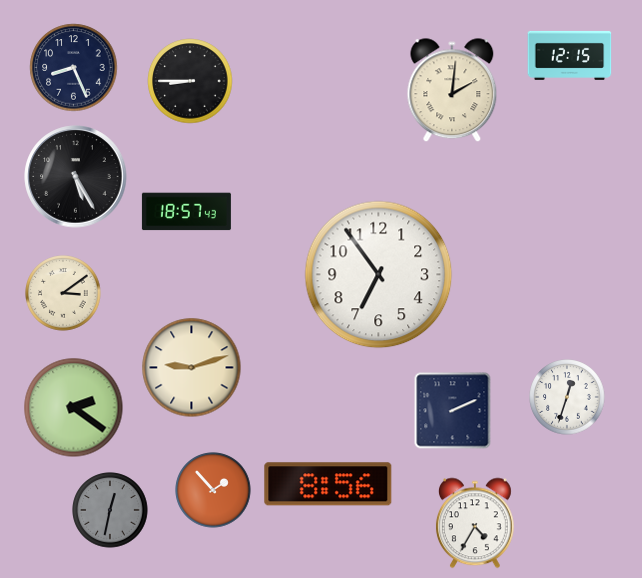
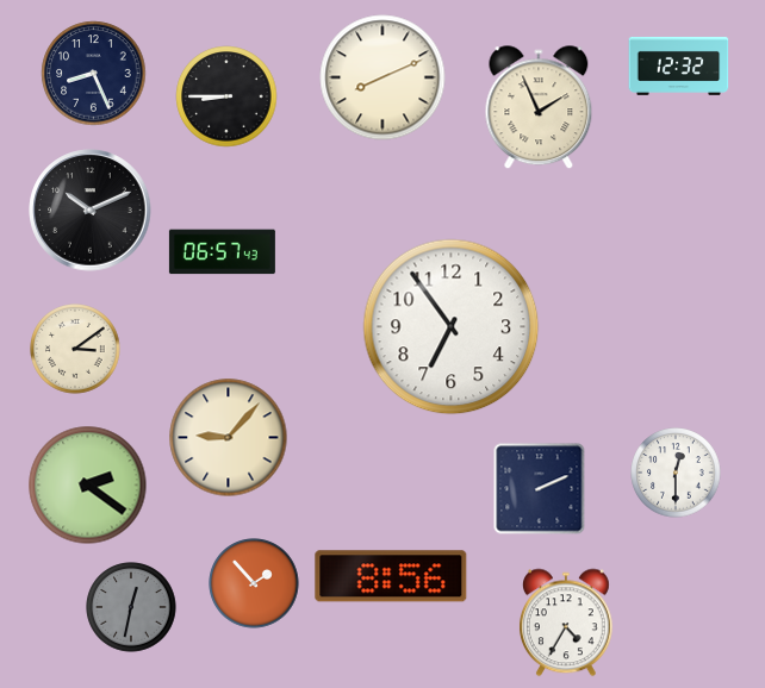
clock at (570, 55): 12:15 -> 12:32
clock at (382, 77): none -> 8:11
clock at (74, 68) position: (74, 68) -> (94, 74)
clock at (452, 91): 2:01 -> 1:56
clock at (76, 177): 5:25 -> 10:11
clock at (186, 212): 18:57 -> 06:57
clock at (192, 368): 9:12 -> 9:07
clock at (567, 397): 12:33 -> 12:30
